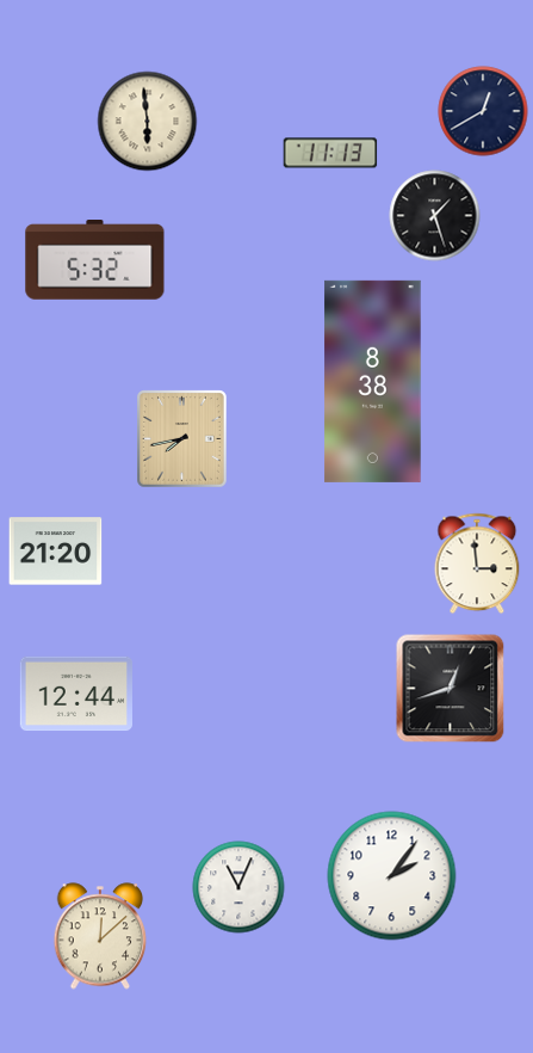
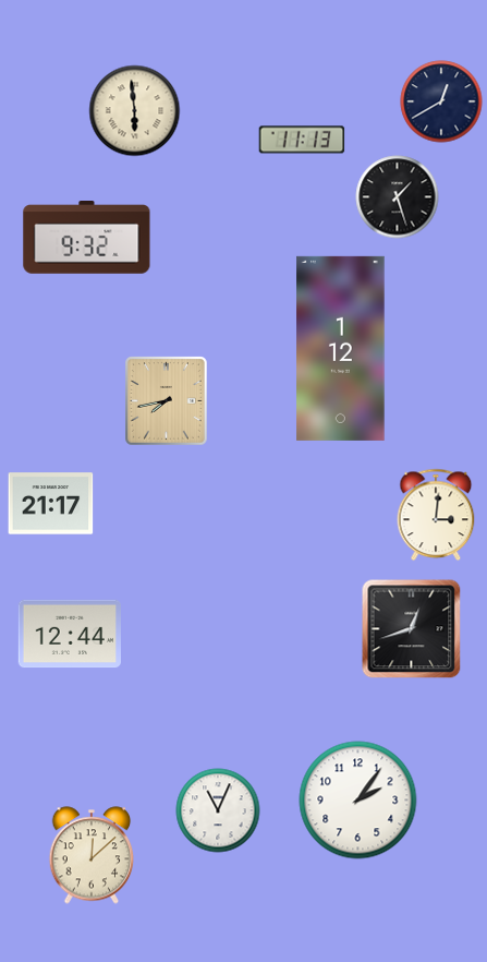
clock at (95, 260): 5:32 -> 9:32
clock at (373, 381): 8:38 -> 1:12
clock at (56, 552): 21:20 -> 21:17
clock at (477, 564): 2:59 -> 3:01
